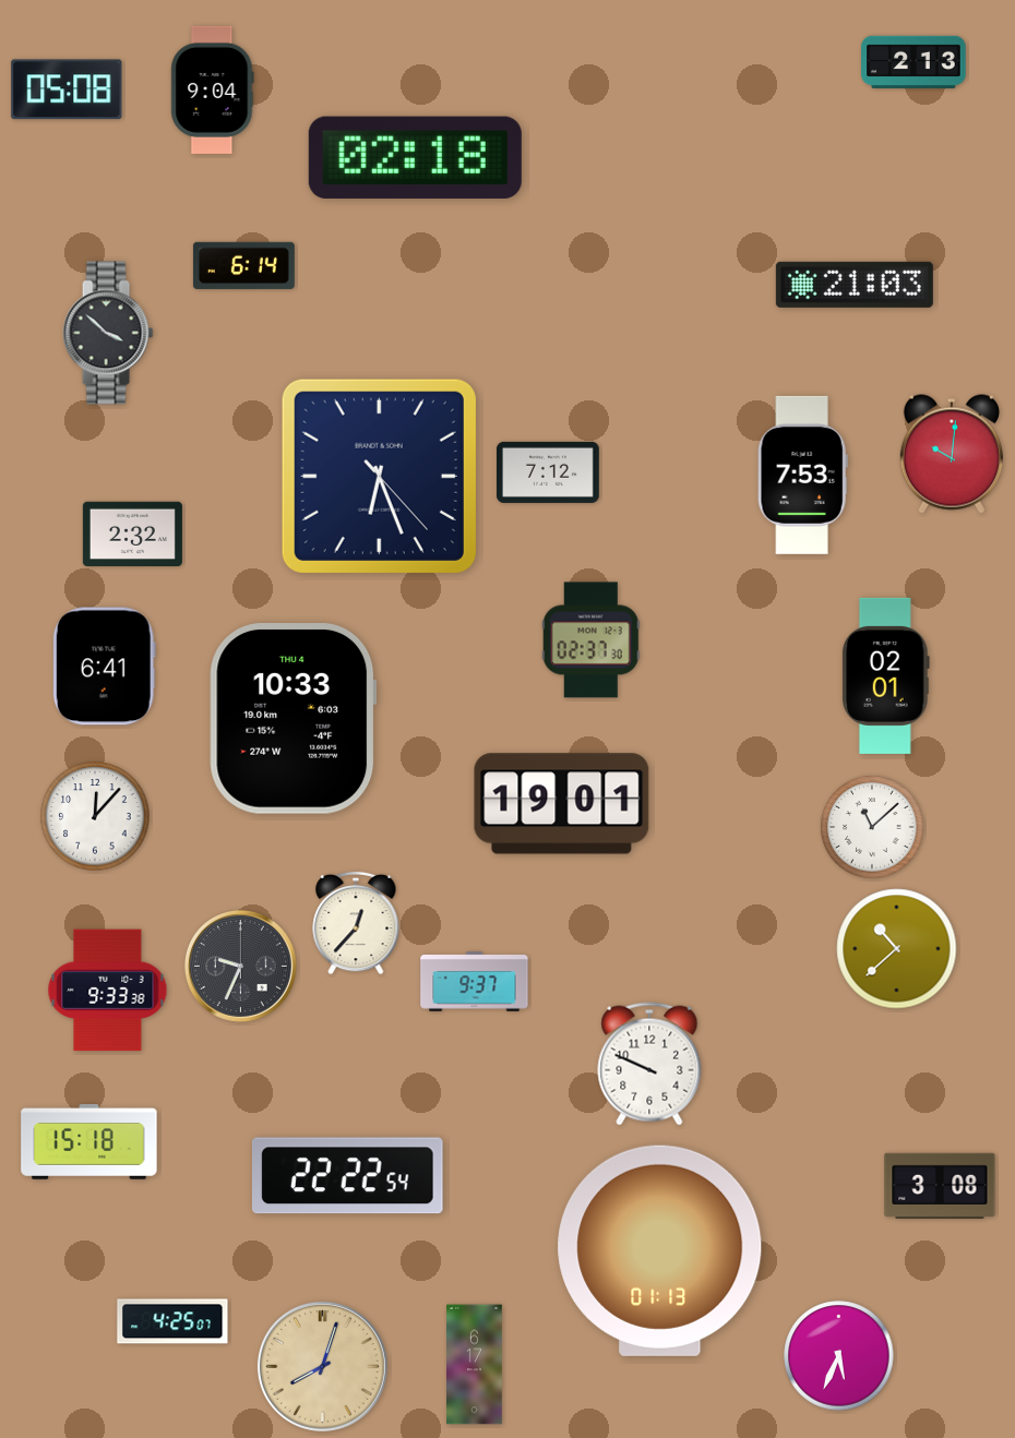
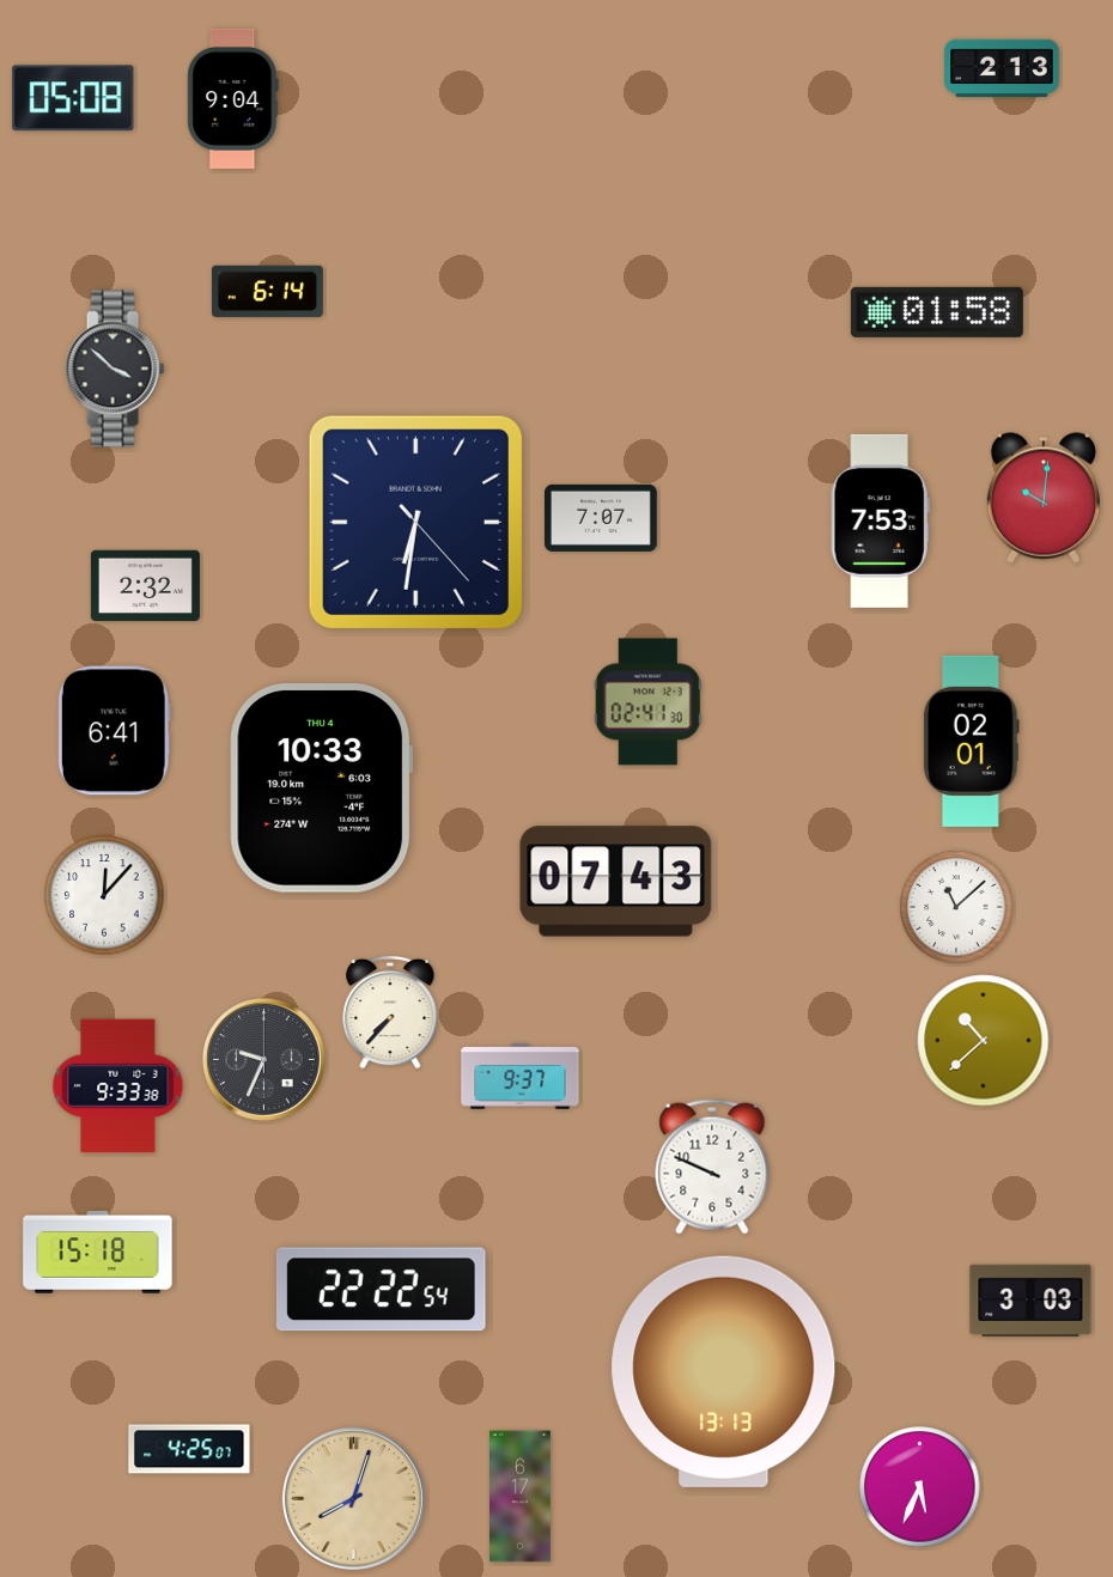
clock at (415, 157): 02:18 -> none
clock at (855, 285): 21:03 -> 01:58
clock at (108, 333) position: (108, 333) -> (115, 369)
clock at (549, 472): 7:12 -> 7:07
clock at (379, 476): 6:26 -> 6:31
clock at (590, 640): 02:37 -> 02:41
clock at (562, 804): 19:01 -> 07:43
clock at (356, 923): 12:37 -> 7:37
clock at (940, 1186): 3:08 -> 3:03
clock at (660, 1250): 01:13 -> 13:13
